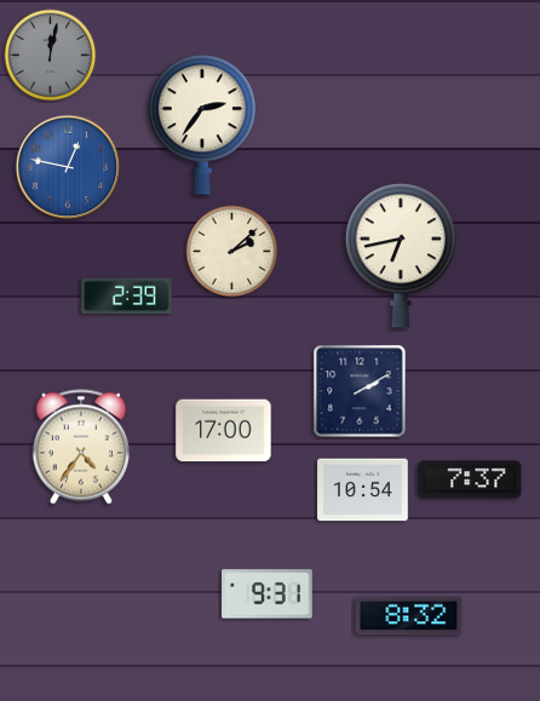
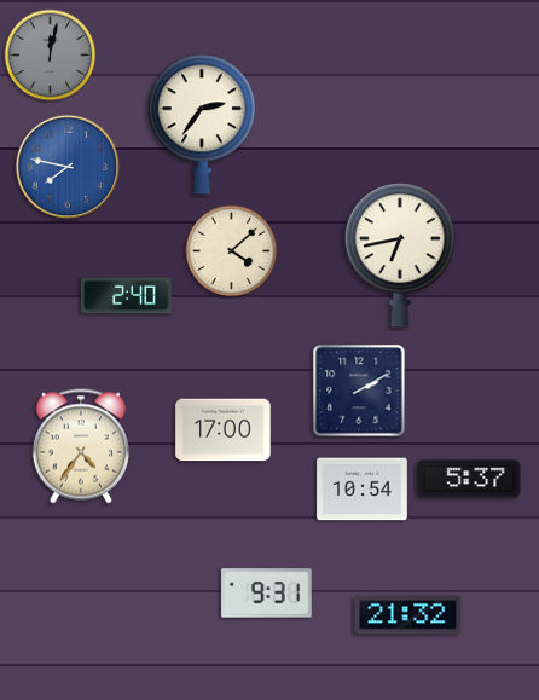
clock at (68, 167): 12:47 -> 7:47
clock at (232, 252): 2:08 -> 4:08
clock at (127, 297): 2:39 -> 2:40
clock at (470, 479): 7:37 -> 5:37
clock at (409, 616): 8:32 -> 21:32
